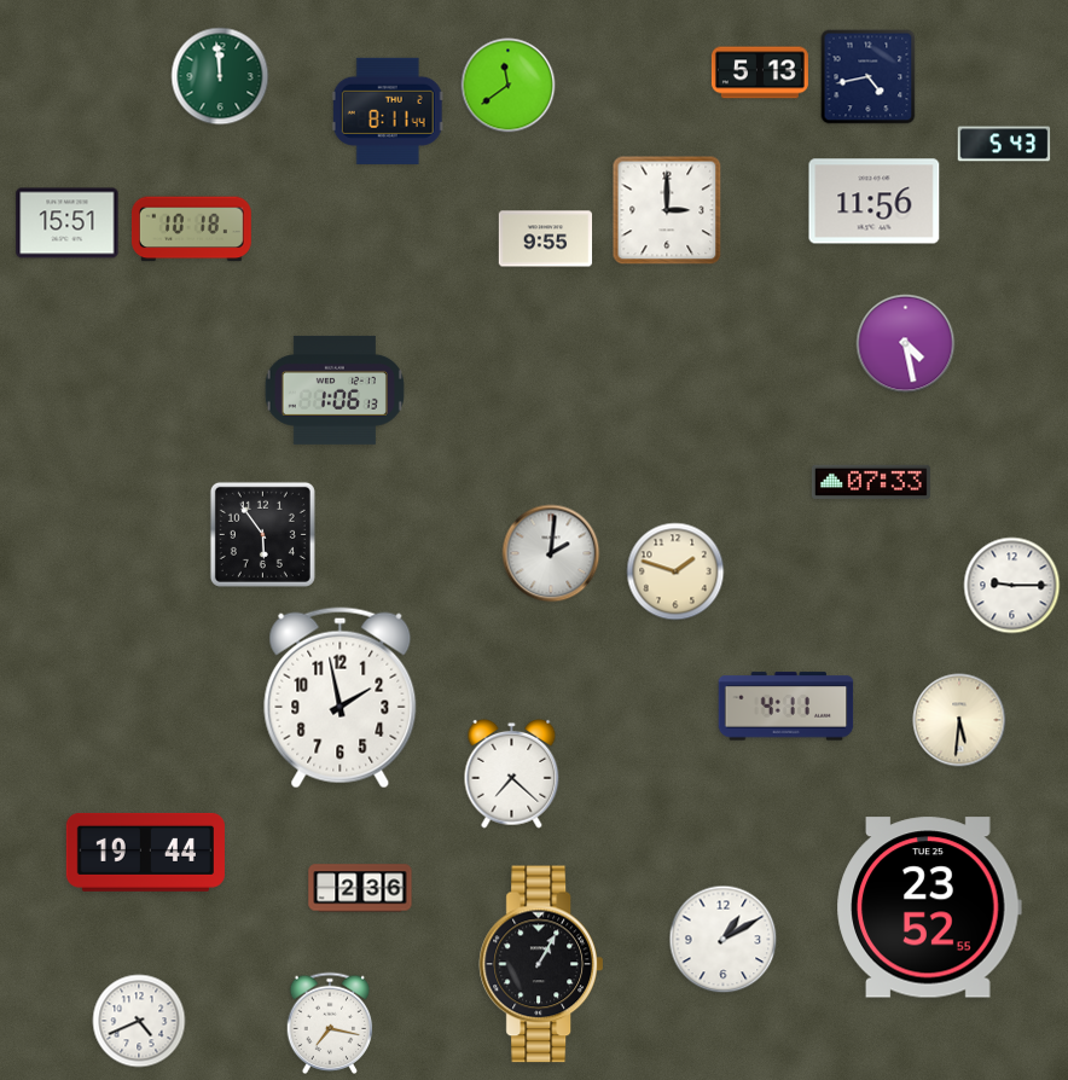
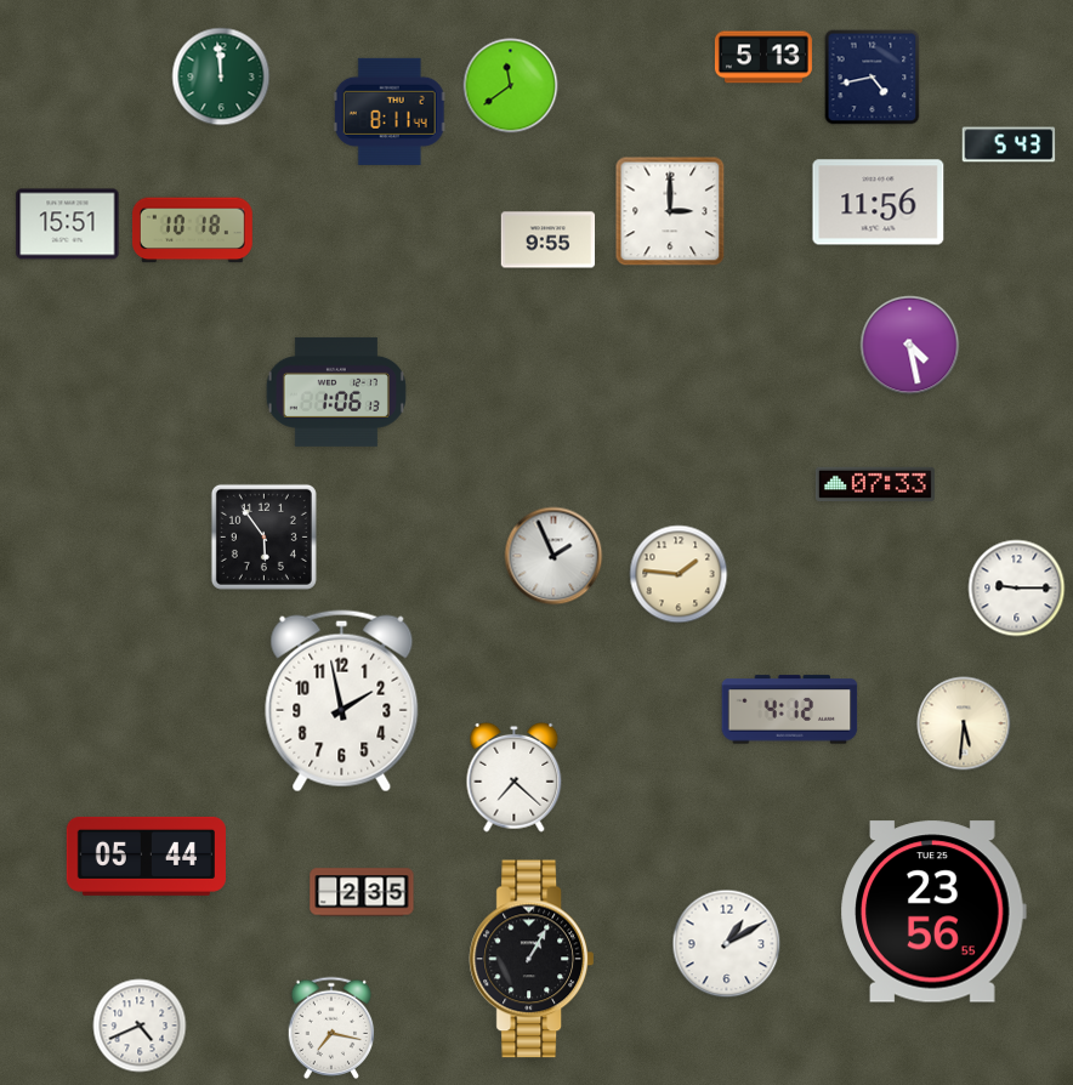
clock at (760, 72) position: (760, 72) -> (763, 57)
clock at (551, 553): 2:01 -> 1:56
clock at (675, 571): 1:48 -> 1:46
clock at (787, 707): 4:11 -> 4:12
clock at (145, 852): 19:44 -> 05:44
clock at (360, 888): 2:36 -> 2:35
clock at (929, 907): 23:52 -> 23:56
clock at (540, 964) position: (540, 964) -> (530, 959)
